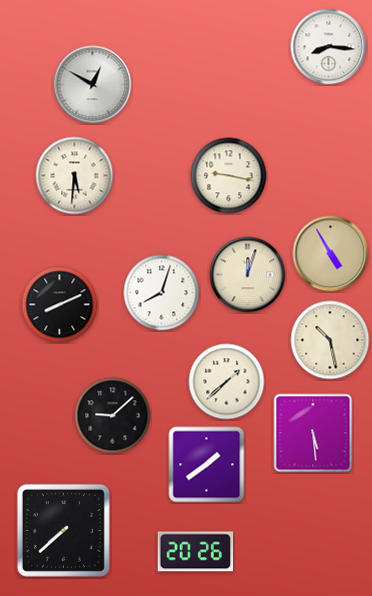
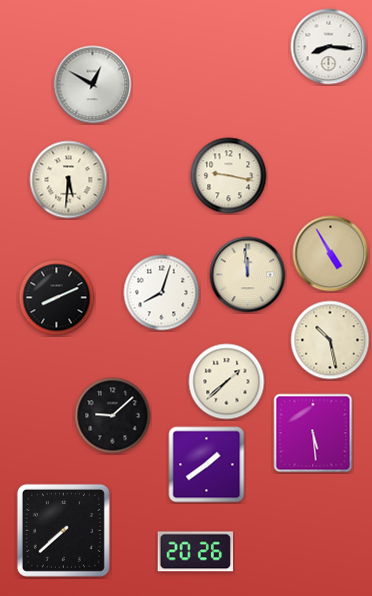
clock at (75, 176) position: (75, 176) -> (69, 180)
clock at (248, 275): 12:03 -> 11:59
clock at (60, 305) position: (60, 305) -> (57, 298)
